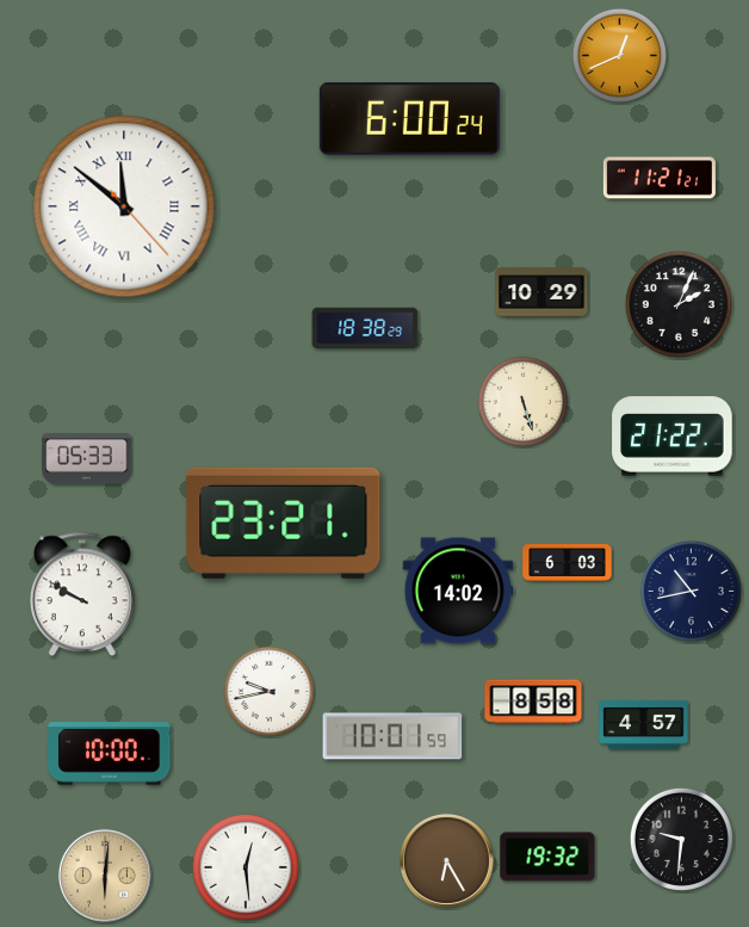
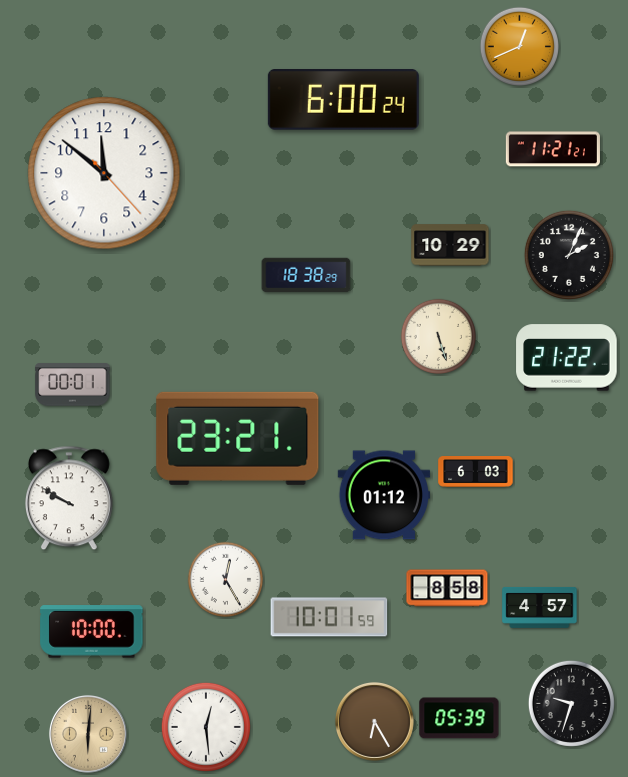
clock at (124, 206) numerals: Roman -> Arabic
clock at (541, 292) position: (541, 292) -> (450, 245)
clock at (673, 437) position: (673, 437) -> (567, 358)
clock at (87, 459): 05:33 -> 00:01
clock at (458, 591): 14:02 -> 01:12
clock at (691, 591): 10:43 -> none
clock at (270, 692): 9:43 -> 12:25
clock at (681, 839): 9:31 -> 9:33
clock at (547, 857): 19:32 -> 05:39
